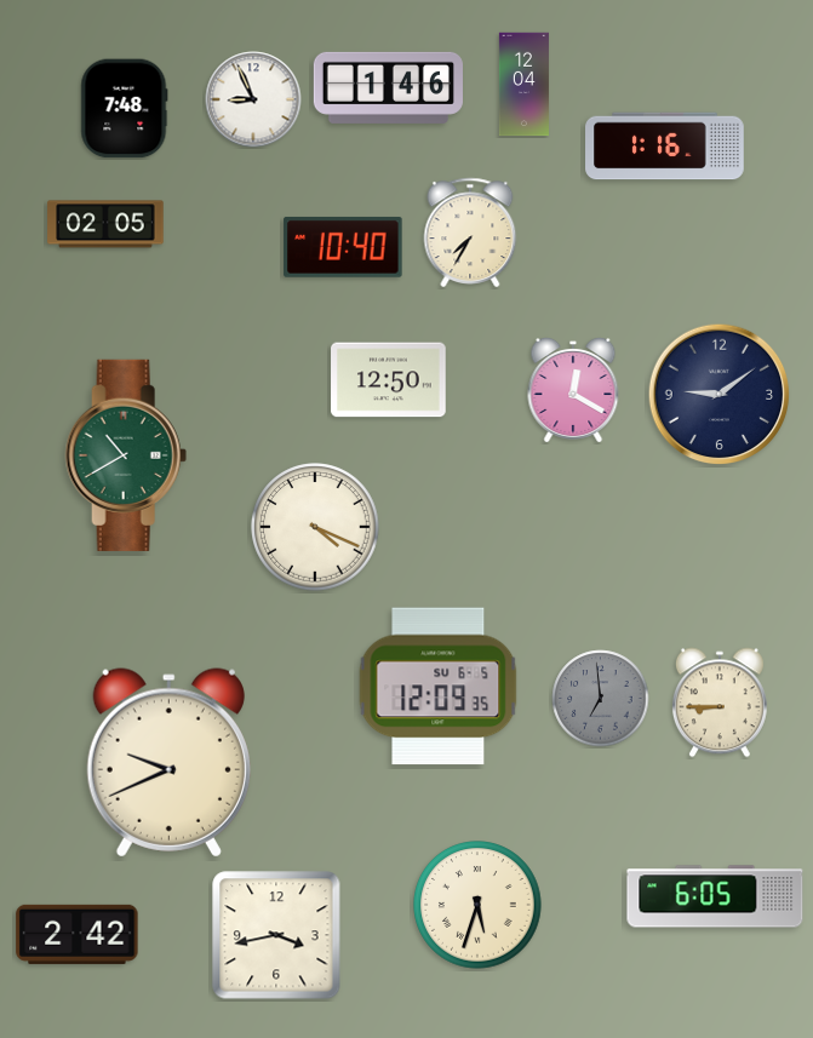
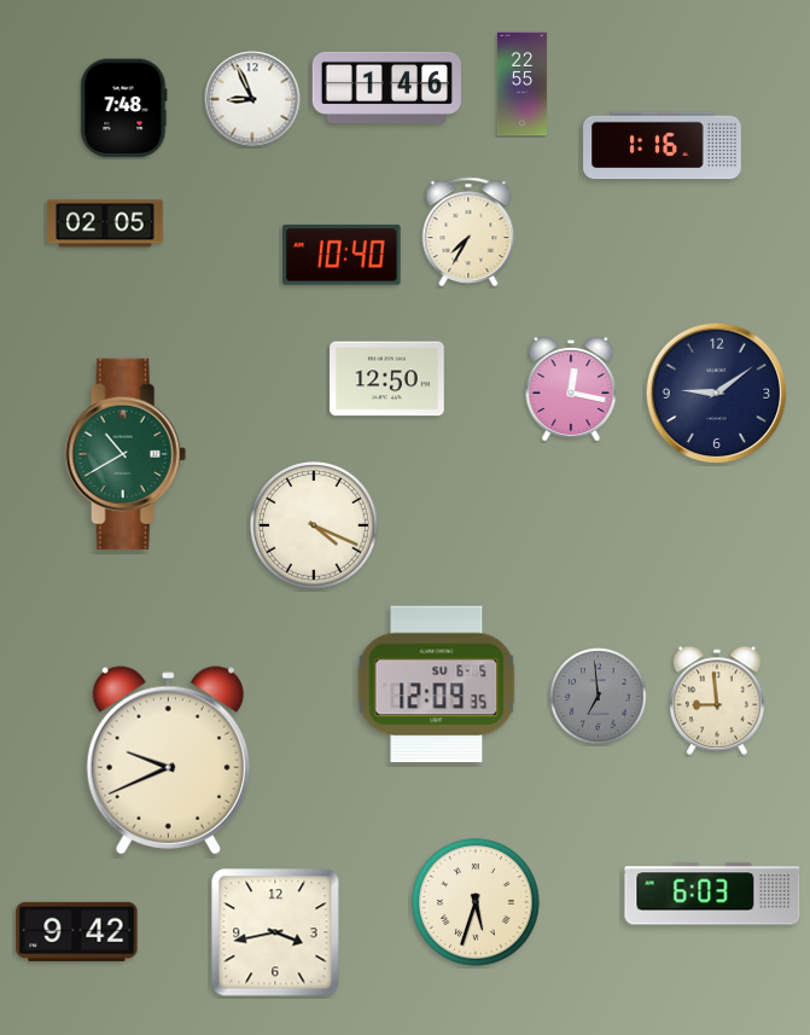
clock at (523, 85): 12:04 -> 22:55
clock at (343, 247) position: (343, 247) -> (342, 255)
clock at (573, 391): 12:20 -> 12:17
clock at (720, 702): 8:45 -> 8:59
clock at (715, 896): 6:05 -> 6:03
clock at (78, 934): 2:42 -> 9:42
